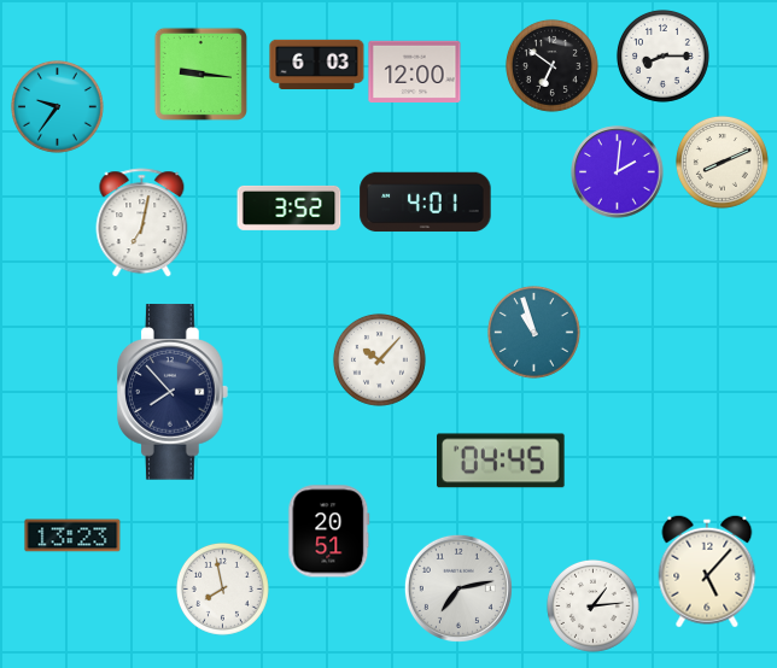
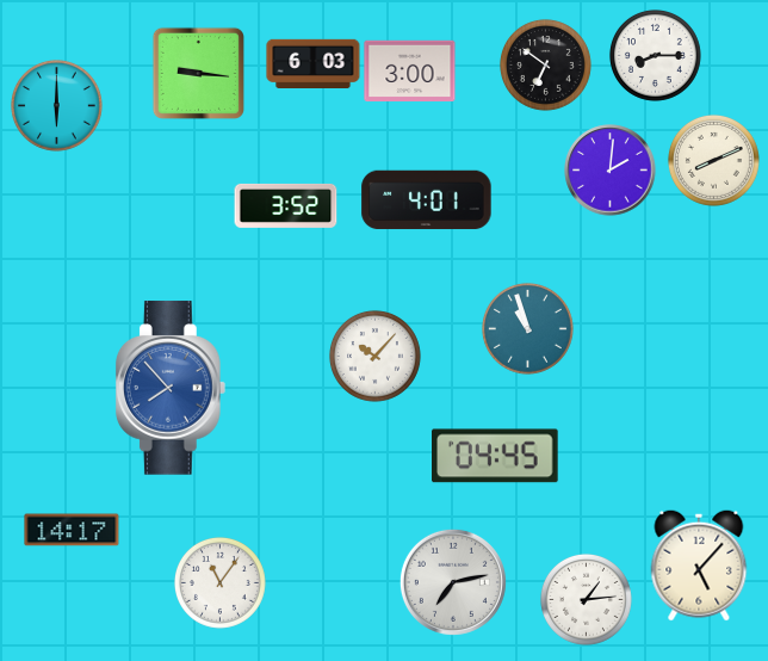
clock at (415, 71): 12:00 -> 3:00
clock at (57, 106): 9:36 -> 6:00
clock at (426, 203) position: (426, 203) -> (427, 200)
clock at (142, 223): 7:02 -> none
clock at (173, 392) dial: navy -> blue
clock at (329, 532): 20:51 -> none
clock at (72, 535): 13:23 -> 14:17
clock at (222, 588): 7:58 -> 11:06
